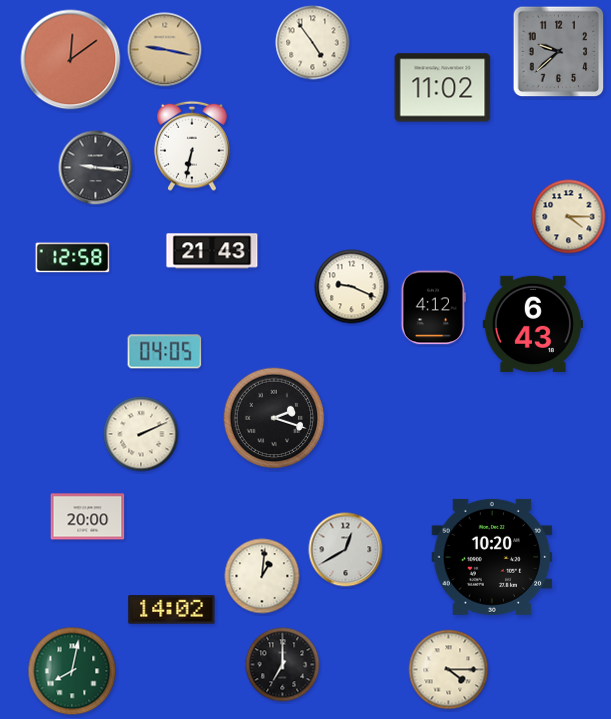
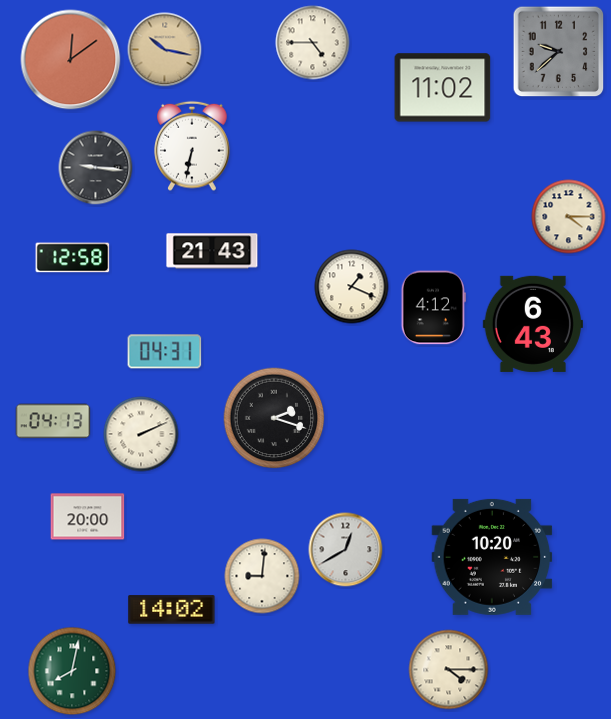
clock at (313, 43): 4:54 -> 4:45
clock at (165, 50): 9:17 -> 10:17
clock at (352, 287): 9:19 -> 1:19
clock at (165, 352): 04:05 -> 04:31
clock at (53, 421): none -> 04:13
clock at (262, 576): 1:01 -> 9:01
clock at (283, 665): 7:00 -> none
